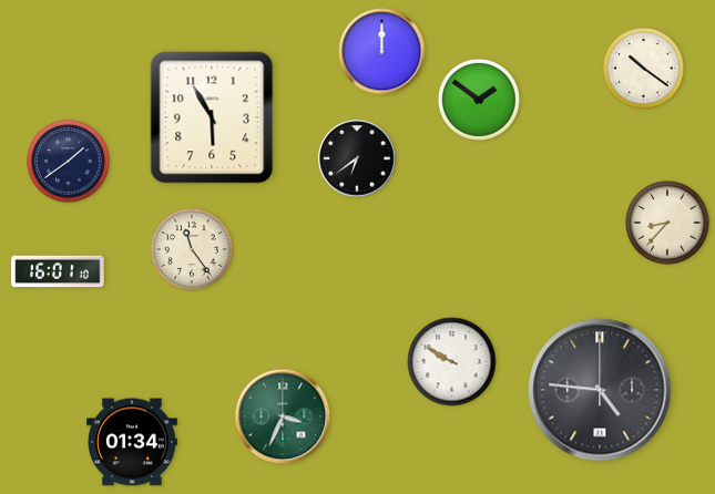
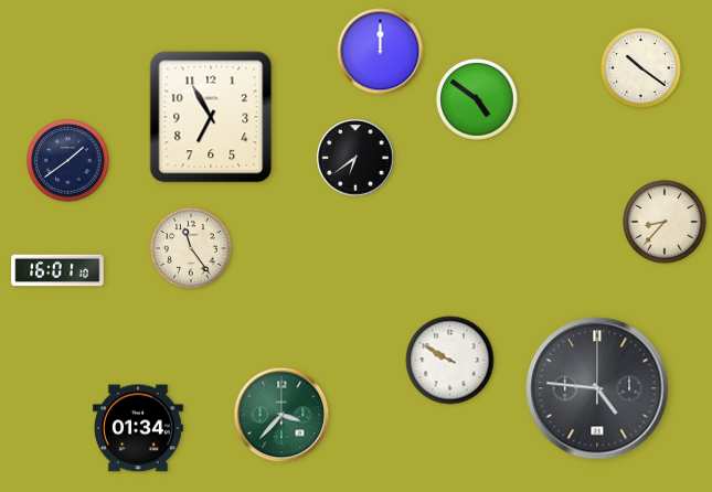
clock at (480, 101): 1:51 -> 4:51
clock at (212, 117): 5:55 -> 6:55
clock at (283, 416): 3:34 -> 3:37
clock at (132, 442) position: (132, 442) -> (138, 428)
